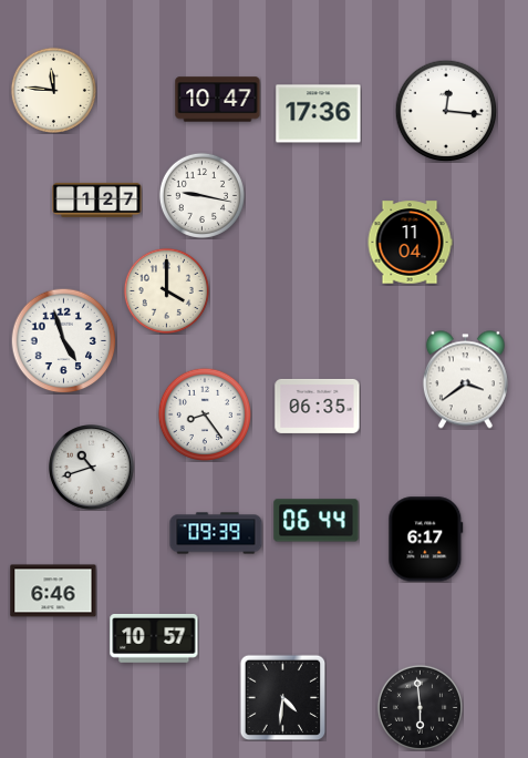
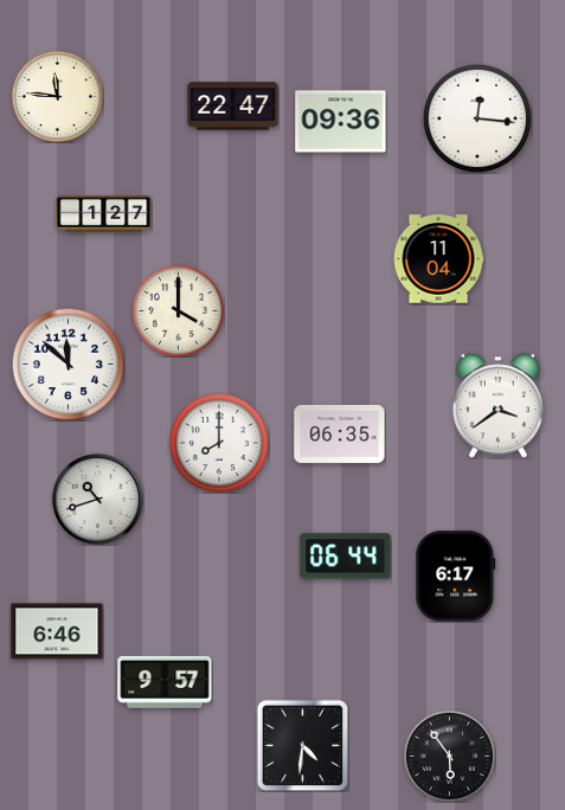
clock at (218, 100): 10:47 -> 22:47
clock at (319, 114): 17:36 -> 09:36
clock at (201, 195): 9:17 -> none
clock at (63, 340): 4:57 -> 11:52
clock at (204, 413): 8:24 -> 8:00
clock at (317, 521) position: (317, 521) -> (346, 557)
clock at (216, 533): 09:39 -> none
clock at (154, 638): 10:57 -> 9:57
clock at (420, 707): 5:59 -> 5:54
